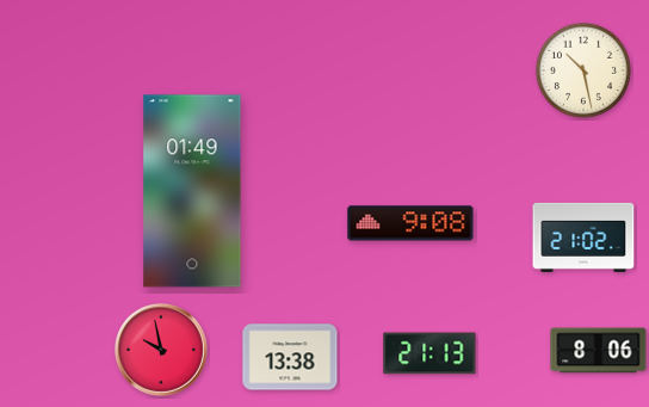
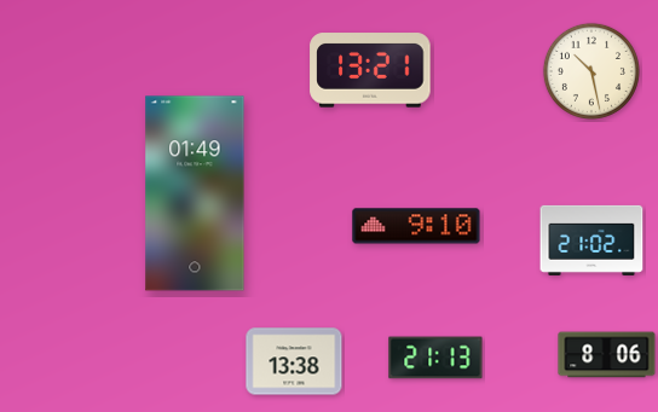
clock at (370, 70): none -> 13:21
clock at (410, 223): 9:08 -> 9:10
clock at (162, 351): 9:58 -> none
